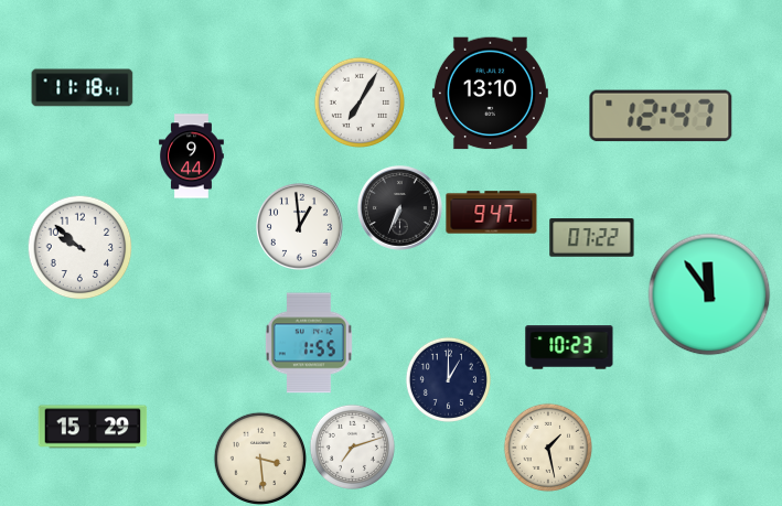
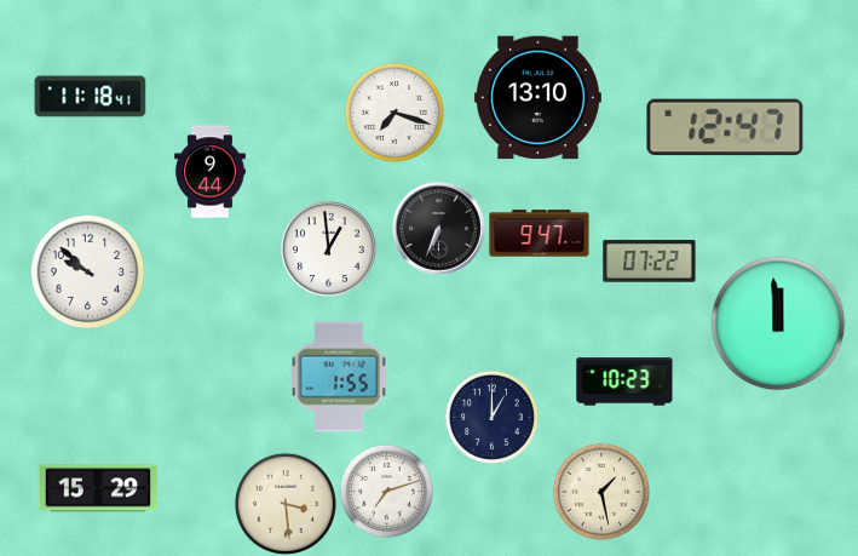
clock at (490, 94) position: (490, 94) -> (537, 98)
clock at (358, 101): 7:05 -> 7:18
clock at (709, 294): 11:54 -> 11:59
clock at (93, 427) position: (93, 427) -> (98, 488)
